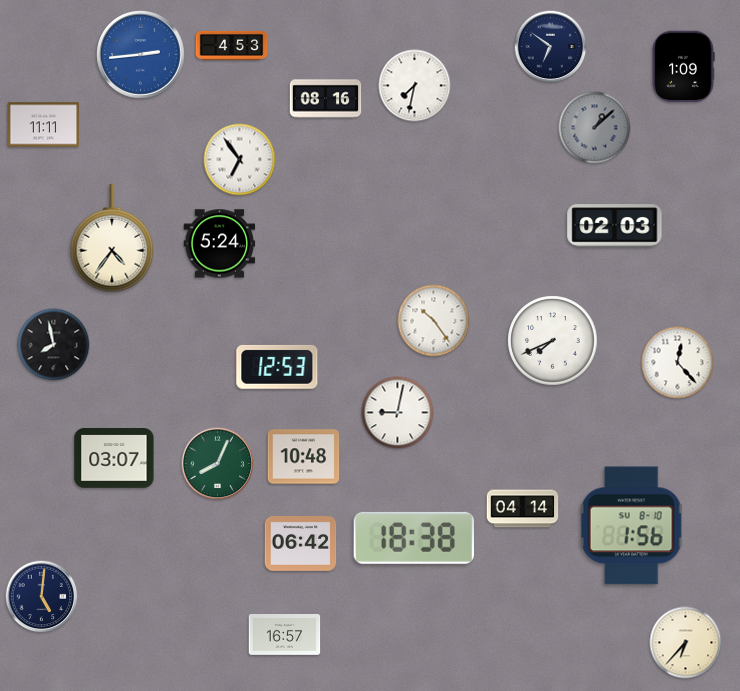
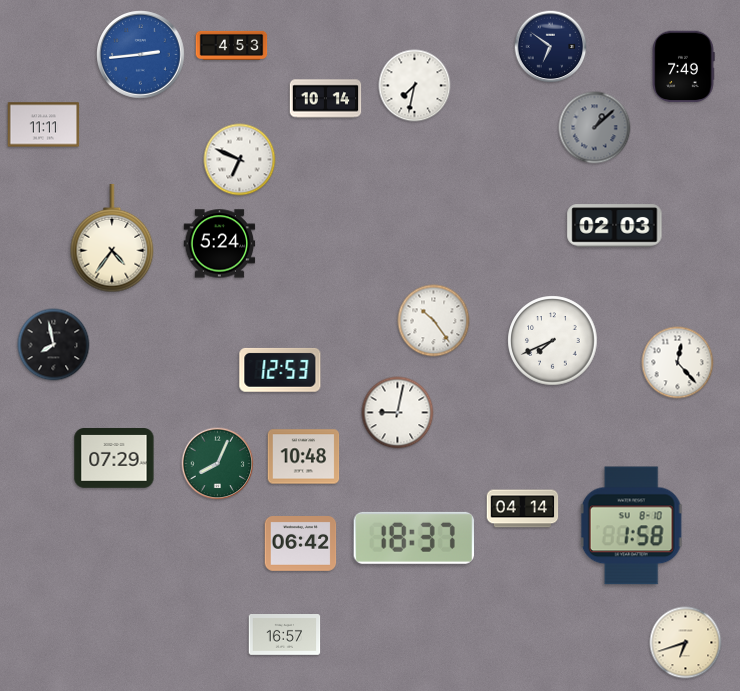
clock at (683, 67): 1:09 -> 7:49
clock at (326, 99): 08:16 -> 10:14
clock at (240, 160): 6:54 -> 6:49
clock at (277, 367) position: (277, 367) -> (280, 370)
clock at (114, 459): 03:07 -> 07:29
clock at (632, 526): 1:56 -> 1:58
clock at (413, 538): 18:38 -> 18:37
clock at (42, 597): 5:01 -> none
clock at (686, 643): 6:37 -> 6:42
